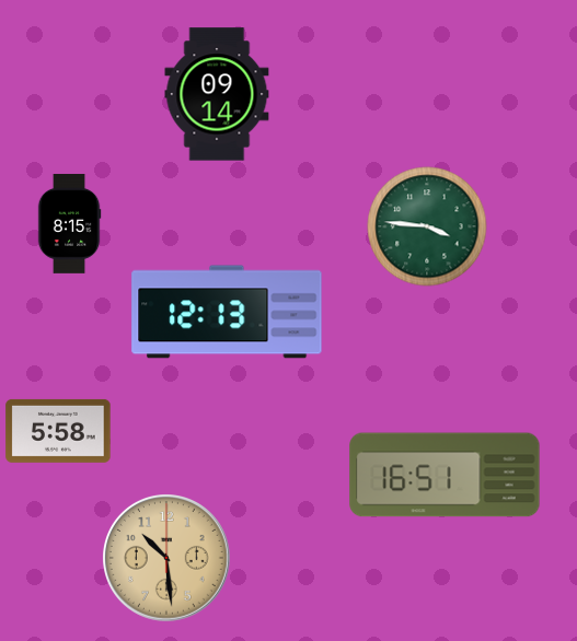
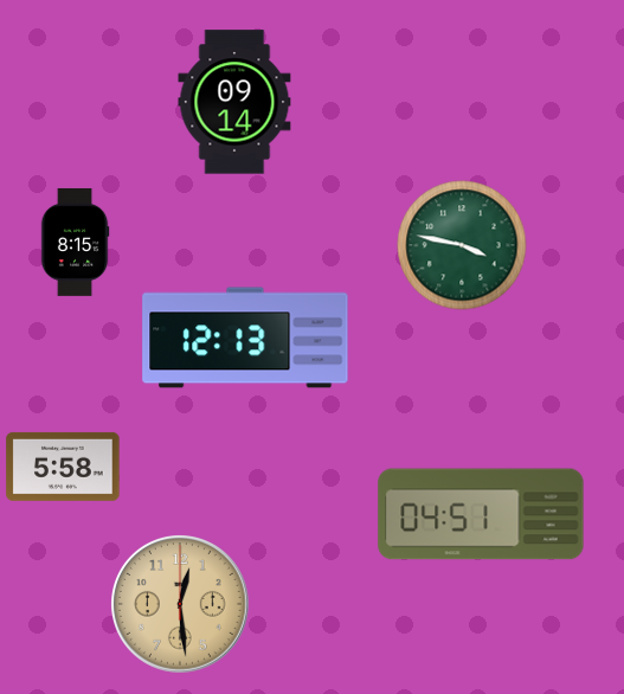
clock at (427, 226): 3:46 -> 3:47
clock at (445, 475): 16:51 -> 04:51
clock at (168, 559): 10:29 -> 12:29
